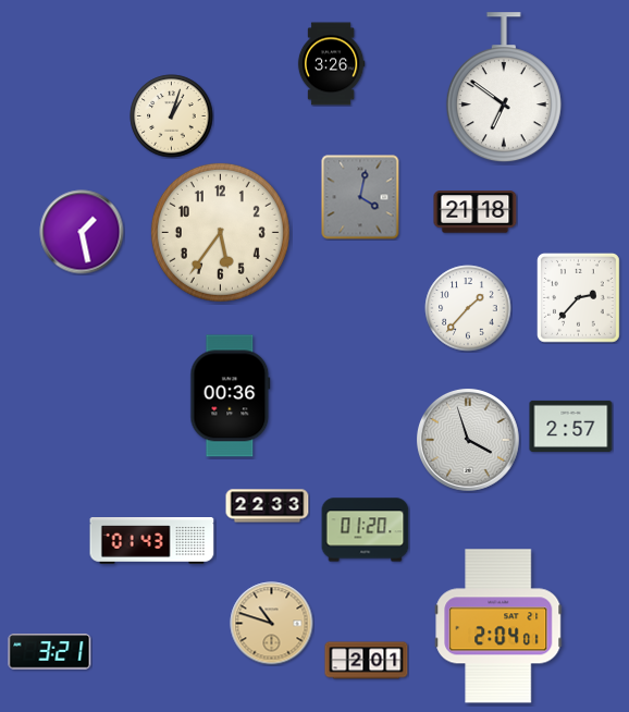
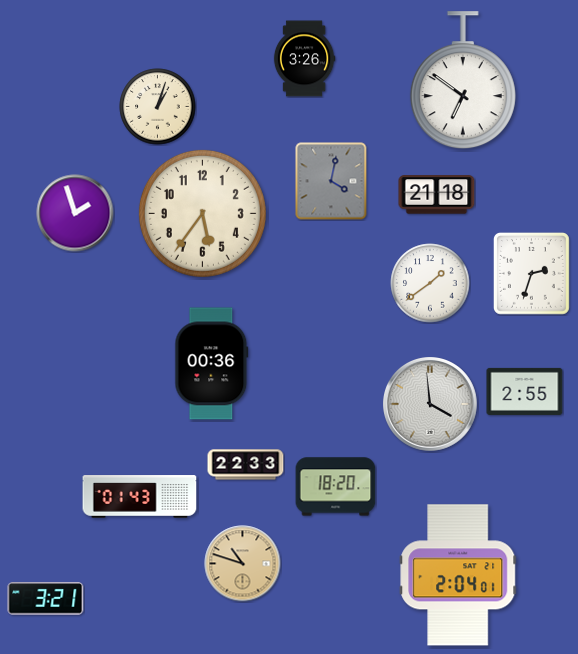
clock at (82, 232): 1:28 -> 1:57
clock at (578, 298): 2:37 -> 2:33
clock at (468, 308): 1:37 -> 1:39
clock at (571, 426): 2:57 -> 2:55
clock at (469, 441): 3:57 -> 3:59
clock at (366, 530): 01:20 -> 18:20
clock at (272, 624) position: (272, 624) -> (243, 564)
clock at (367, 661): 2:01 -> none
